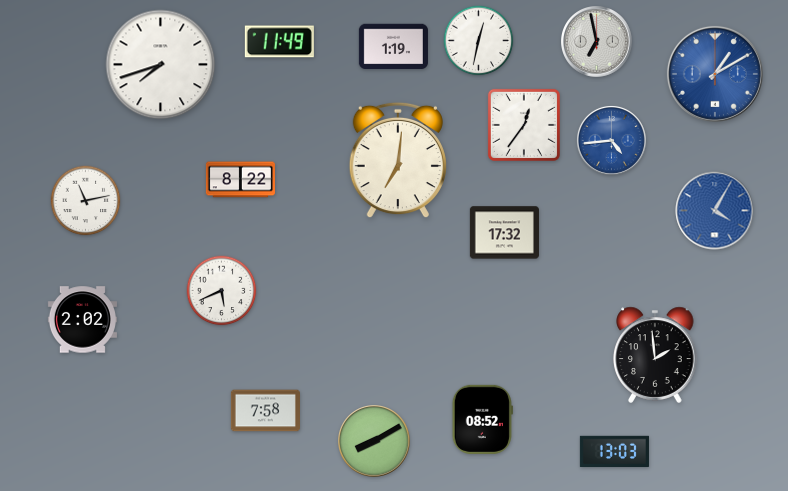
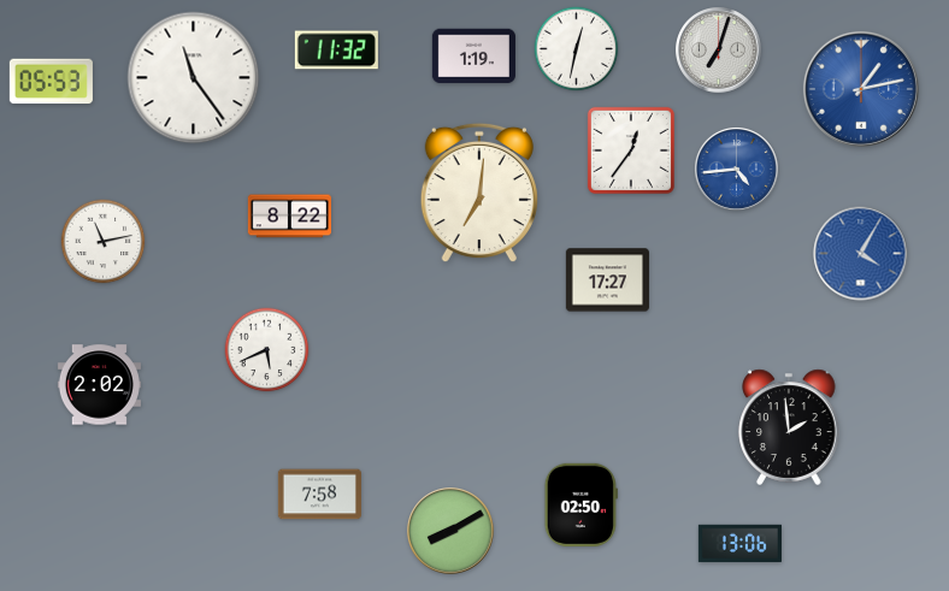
clock at (279, 42): 11:49 -> 11:32
clock at (597, 42): 6:58 -> 7:03
clock at (161, 65): 7:42 -> 11:24
clock at (51, 82): none -> 05:53
clock at (715, 74): 1:10 -> 1:13
clock at (504, 233): 17:32 -> 17:27
clock at (482, 419): 08:52 -> 02:50
clock at (614, 452): 13:03 -> 13:06
